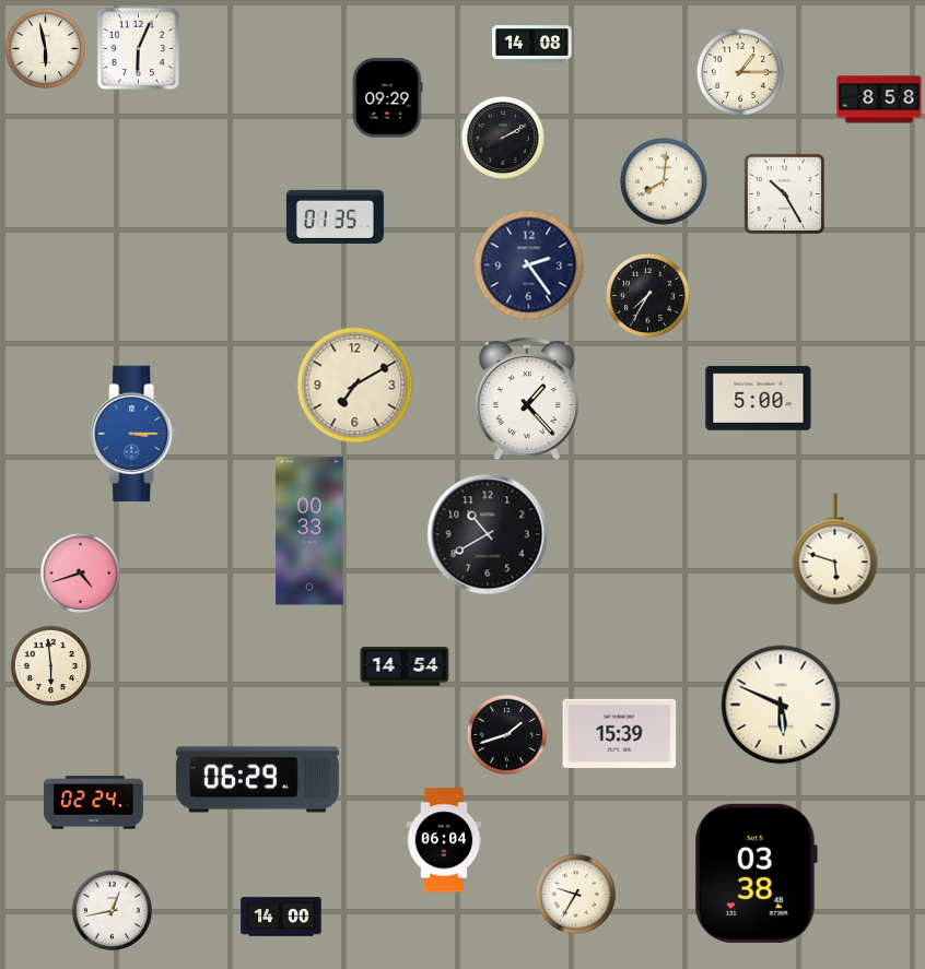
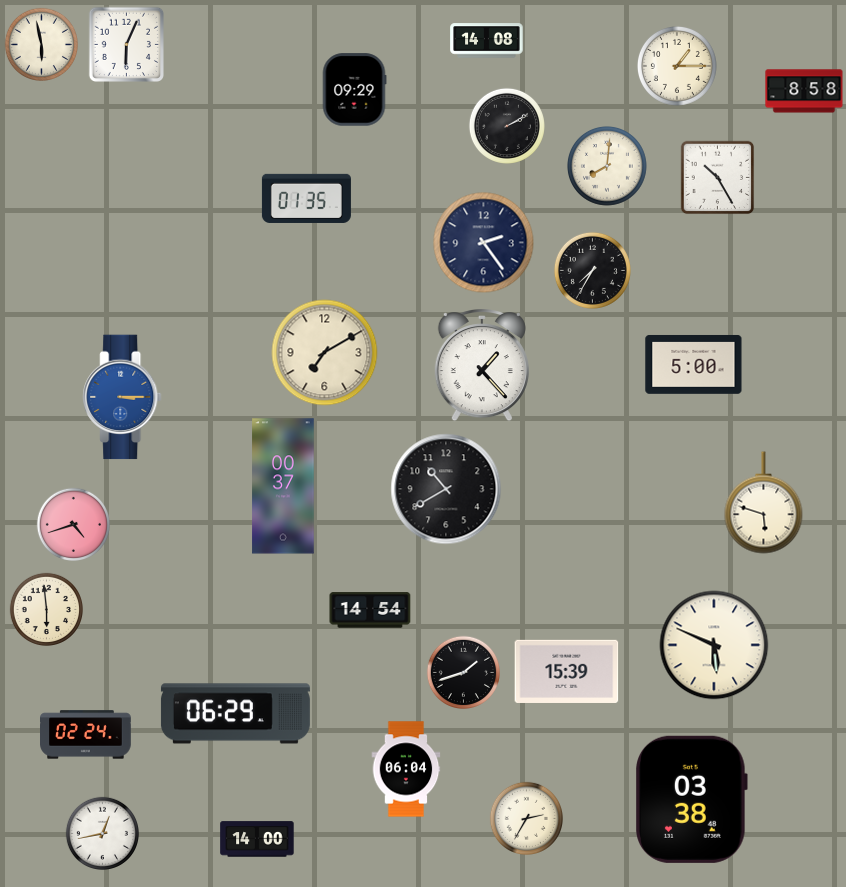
clock at (503, 138) position: (503, 138) -> (507, 126)
clock at (309, 531): 00:33 -> 00:37
clock at (575, 894): 9:35 -> 2:35
